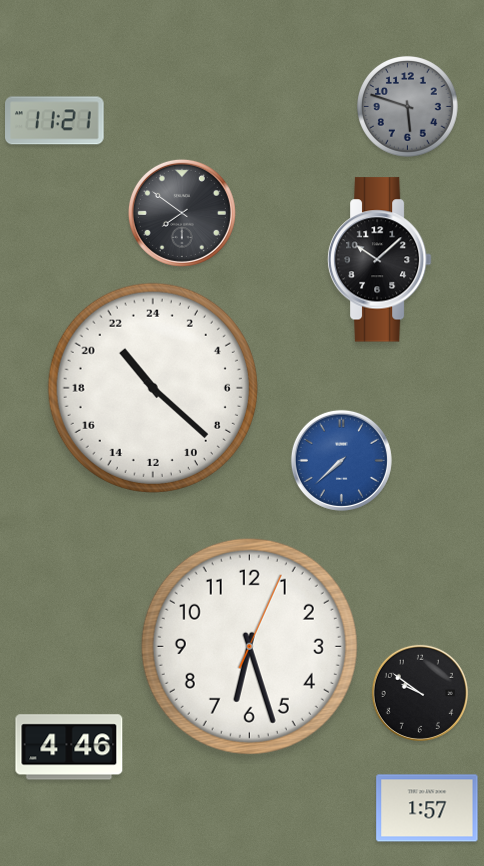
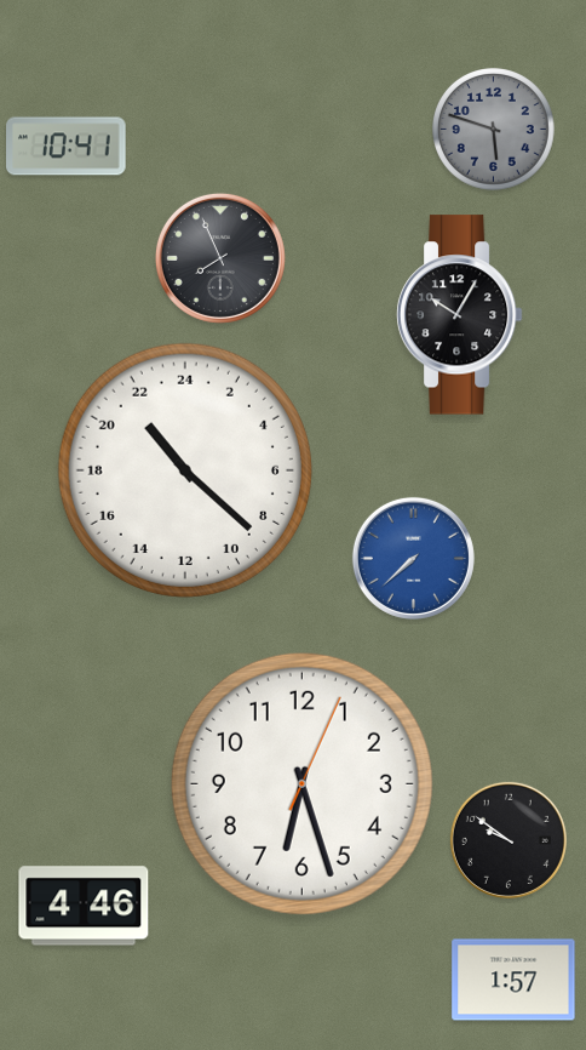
clock at (55, 121): 11:21 -> 10:41
clock at (182, 213): 7:51 -> 7:56
clock at (379, 260): 10:08 -> 10:05
clock at (427, 808) position: (427, 808) -> (513, 980)
